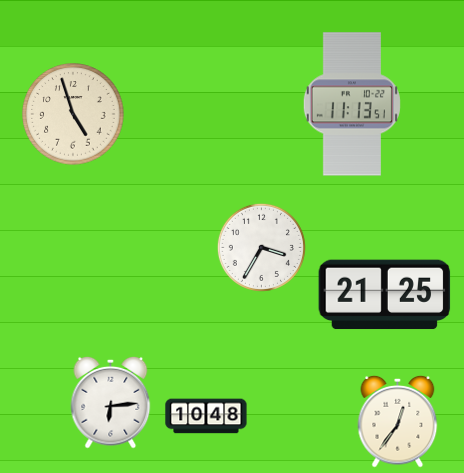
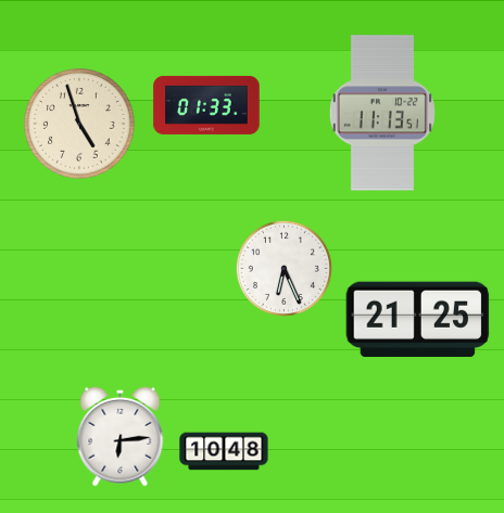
clock at (206, 105): none -> 01:33
clock at (261, 247): 3:35 -> 6:26
clock at (398, 421): 12:36 -> none
